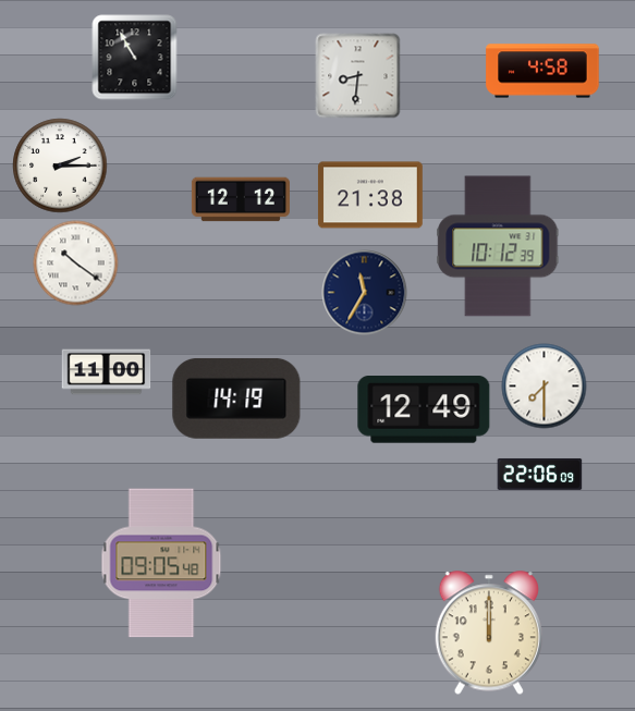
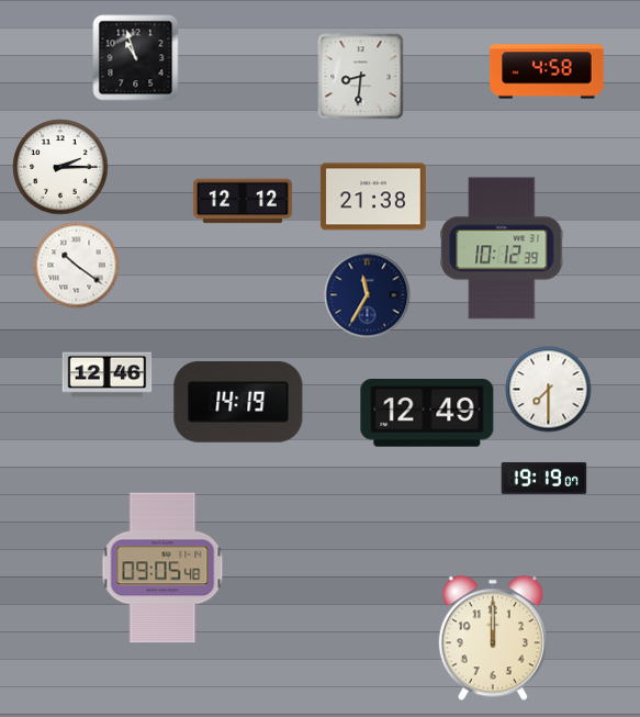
clock at (134, 57): 10:55 -> 10:57
clock at (106, 372): 11:00 -> 12:46
clock at (539, 474): 22:06 -> 19:19
